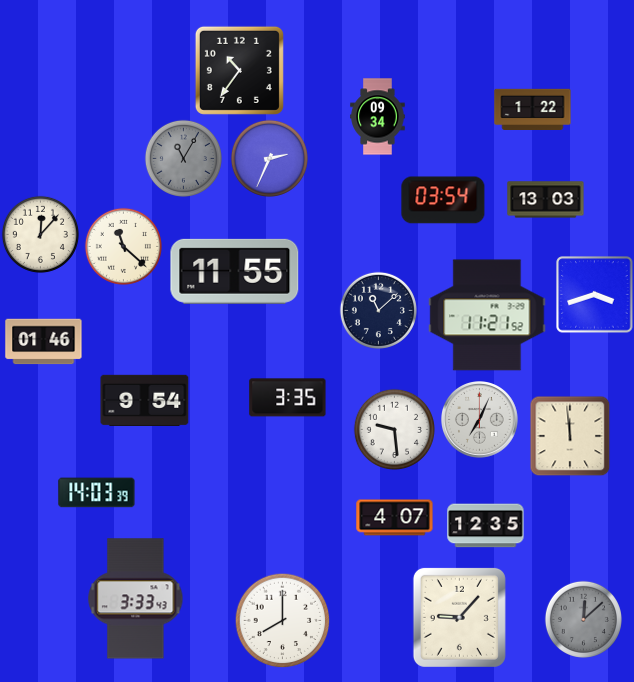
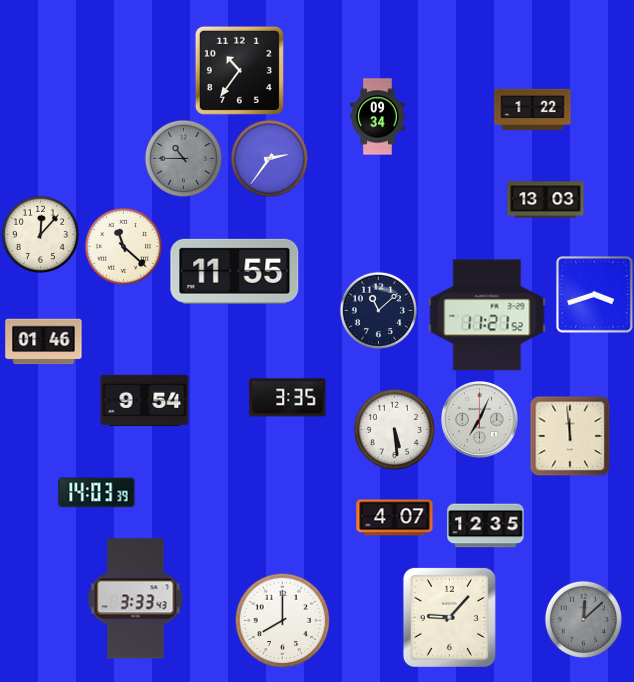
clock at (183, 158): 11:05 -> 10:45
clock at (269, 158): 2:34 -> 2:36
clock at (443, 200): 03:54 -> none
clock at (394, 429): 9:29 -> 5:29
clock at (459, 617) position: (459, 617) -> (449, 617)
